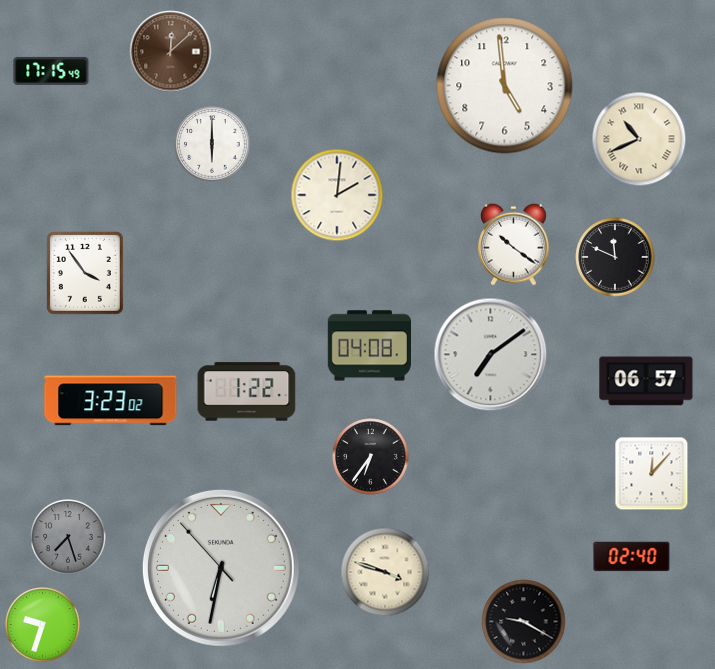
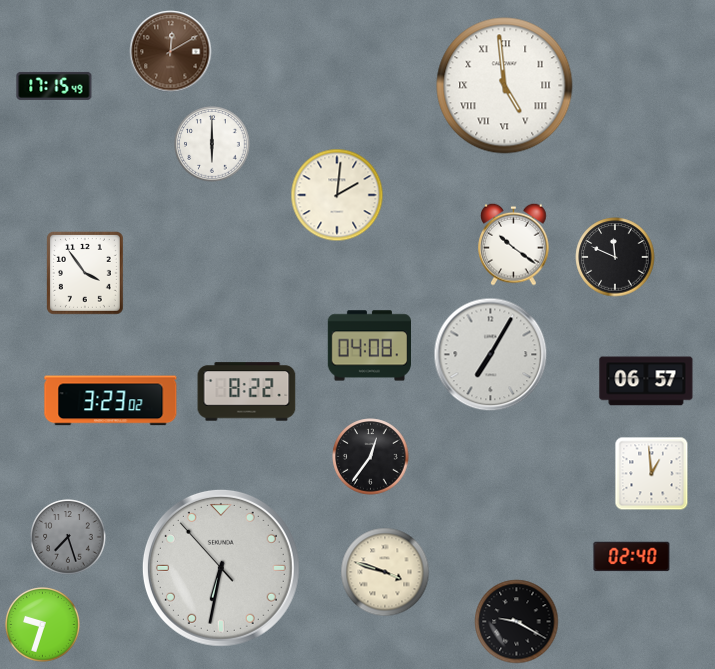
clock at (171, 52): 12:08 -> 12:10
clock at (51, 71) position: (51, 71) -> (54, 86)
clock at (505, 86) numerals: Arabic -> Roman
clock at (639, 139): 10:41 -> none
clock at (491, 355): 7:09 -> 7:05
clock at (247, 392): 1:22 -> 8:22
clock at (371, 457): 6:36 -> 12:36
clock at (652, 474): 12:07 -> 12:59
clock at (524, 622) position: (524, 622) -> (517, 622)
